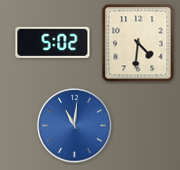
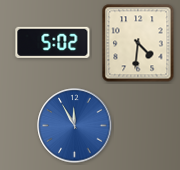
clock at (75, 126): 11:01 -> 11:55
